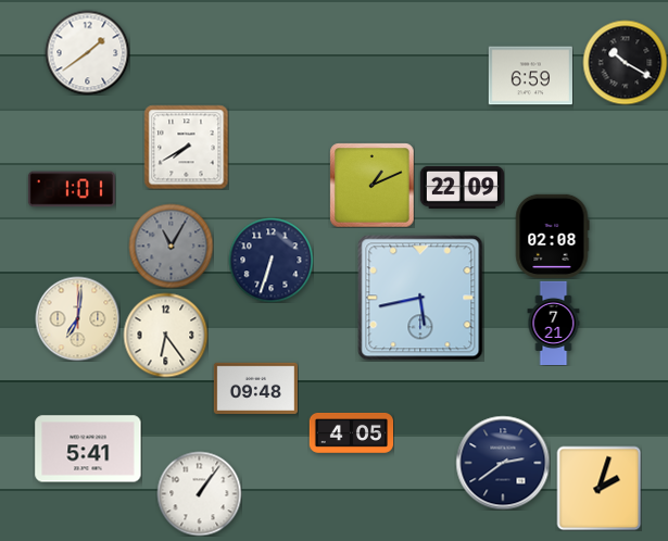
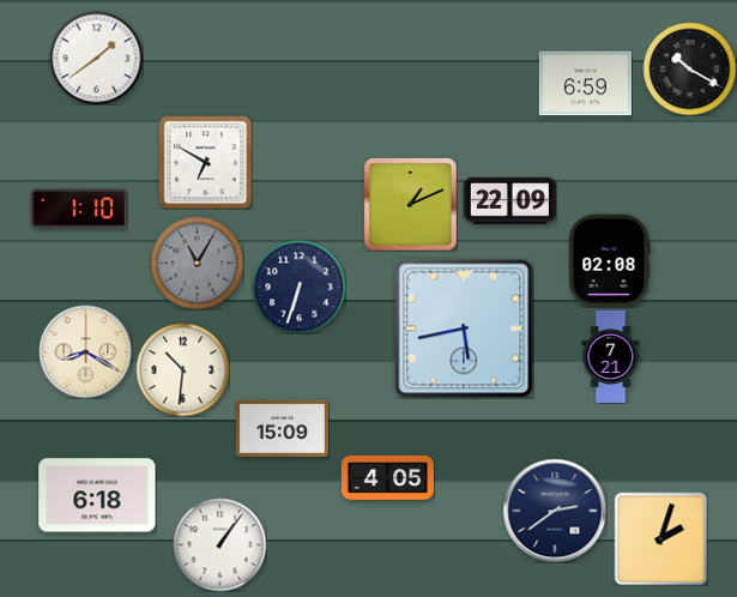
clock at (186, 147): 7:40 -> 6:50
clock at (462, 187) position: (462, 187) -> (509, 200)
clock at (72, 189): 1:01 -> 1:10
clock at (171, 246) position: (171, 246) -> (197, 263)
clock at (77, 318): 7:01 -> 8:20
clock at (165, 335): 6:24 -> 10:31
clock at (255, 388): 09:48 -> 15:09
clock at (88, 449): 5:41 -> 6:18
